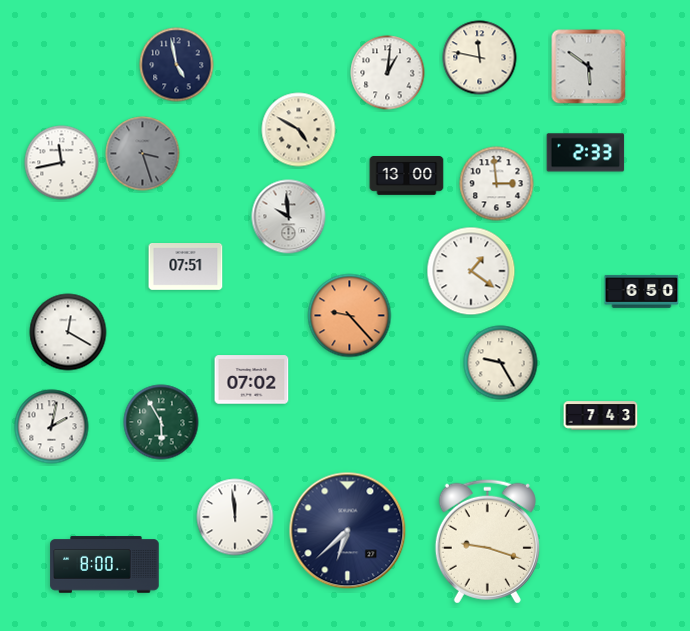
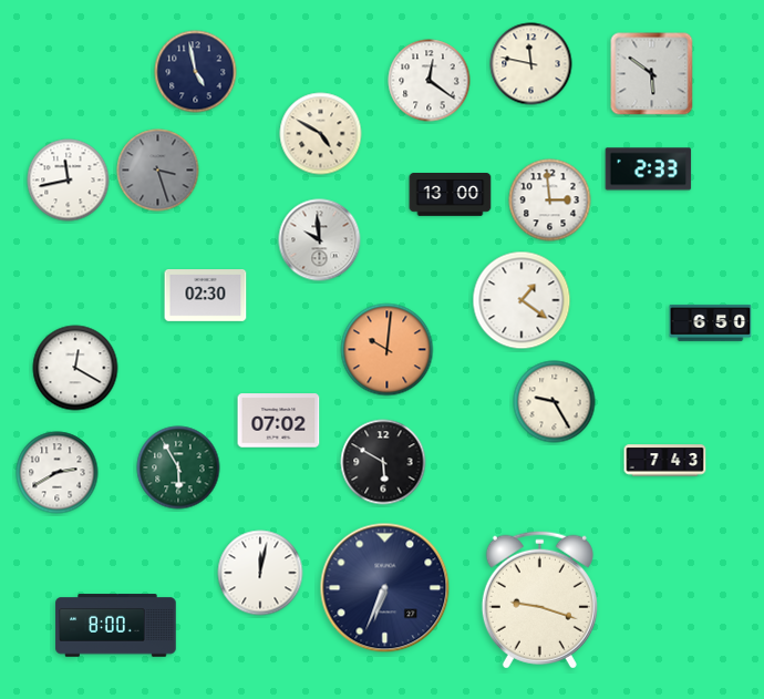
clock at (388, 73): 1:01 -> 12:21
clock at (299, 130) position: (299, 130) -> (321, 134)
clock at (497, 184) position: (497, 184) -> (550, 201)
clock at (186, 267): 07:51 -> 02:30
clock at (350, 316): 9:23 -> 10:01
clock at (383, 462): none -> 5:50
clock at (52, 427): 2:02 -> 2:40
clock at (235, 517): 11:59 -> 12:02
clock at (348, 531): 6:38 -> 6:34
